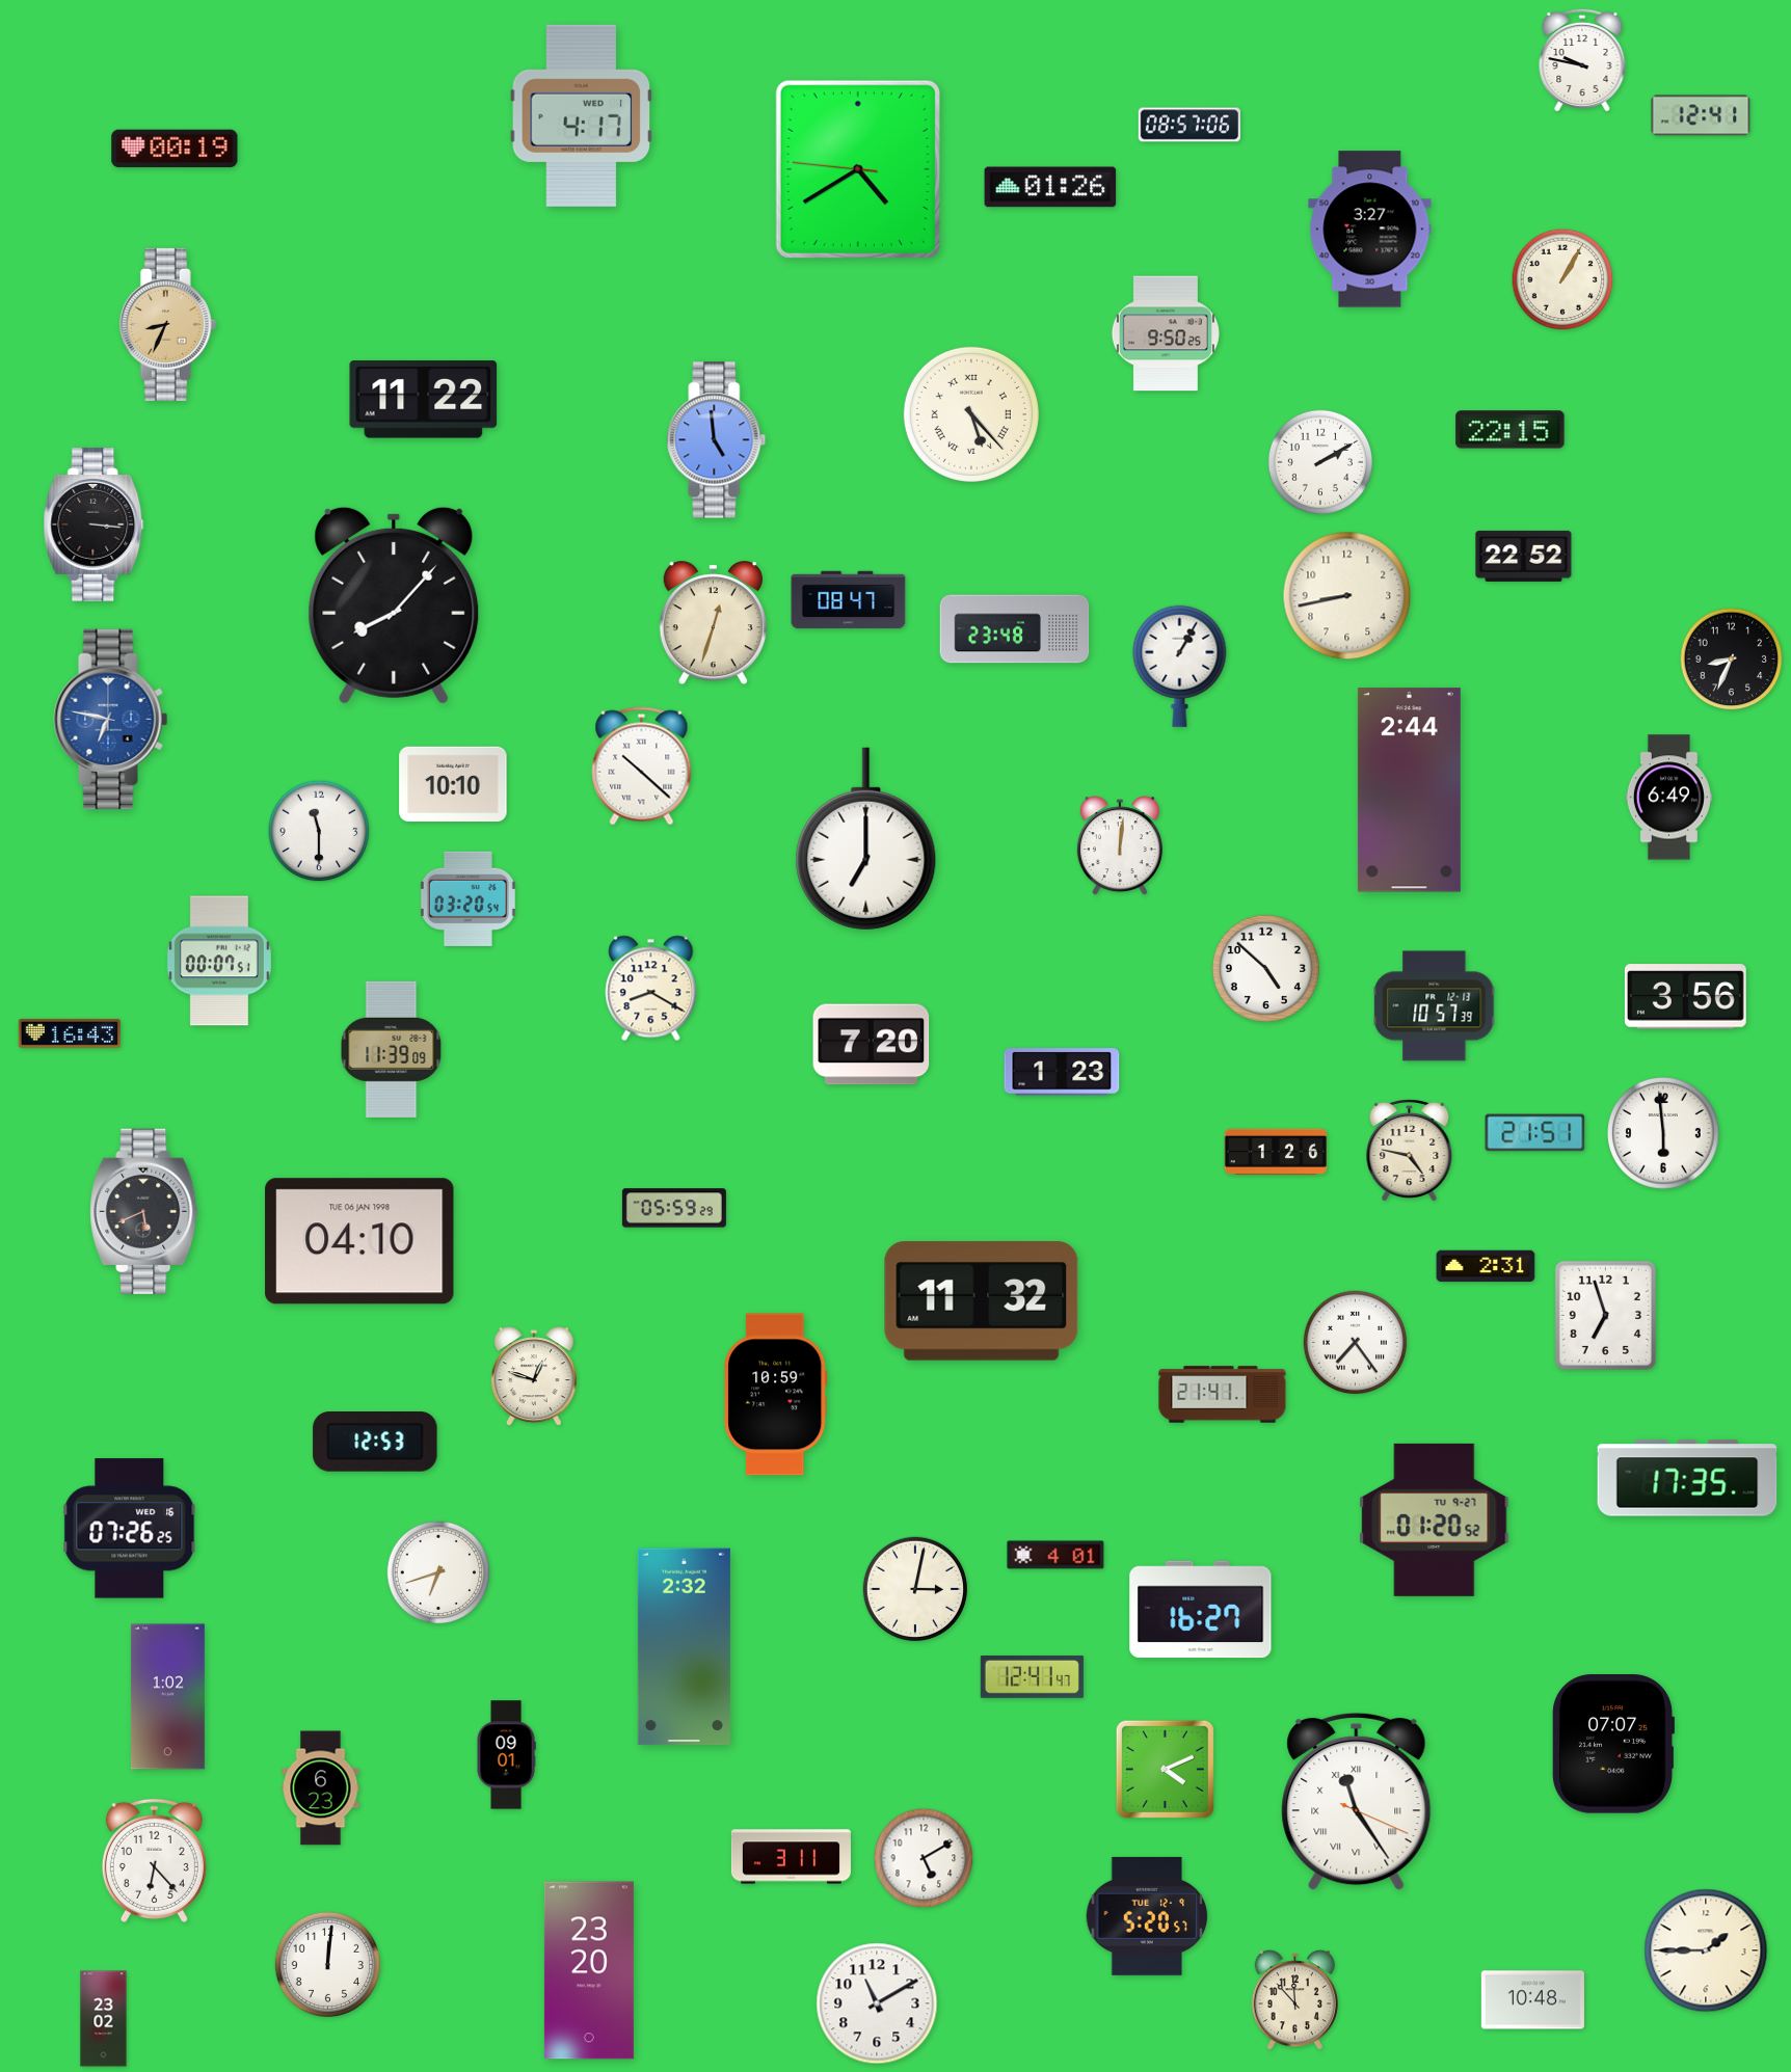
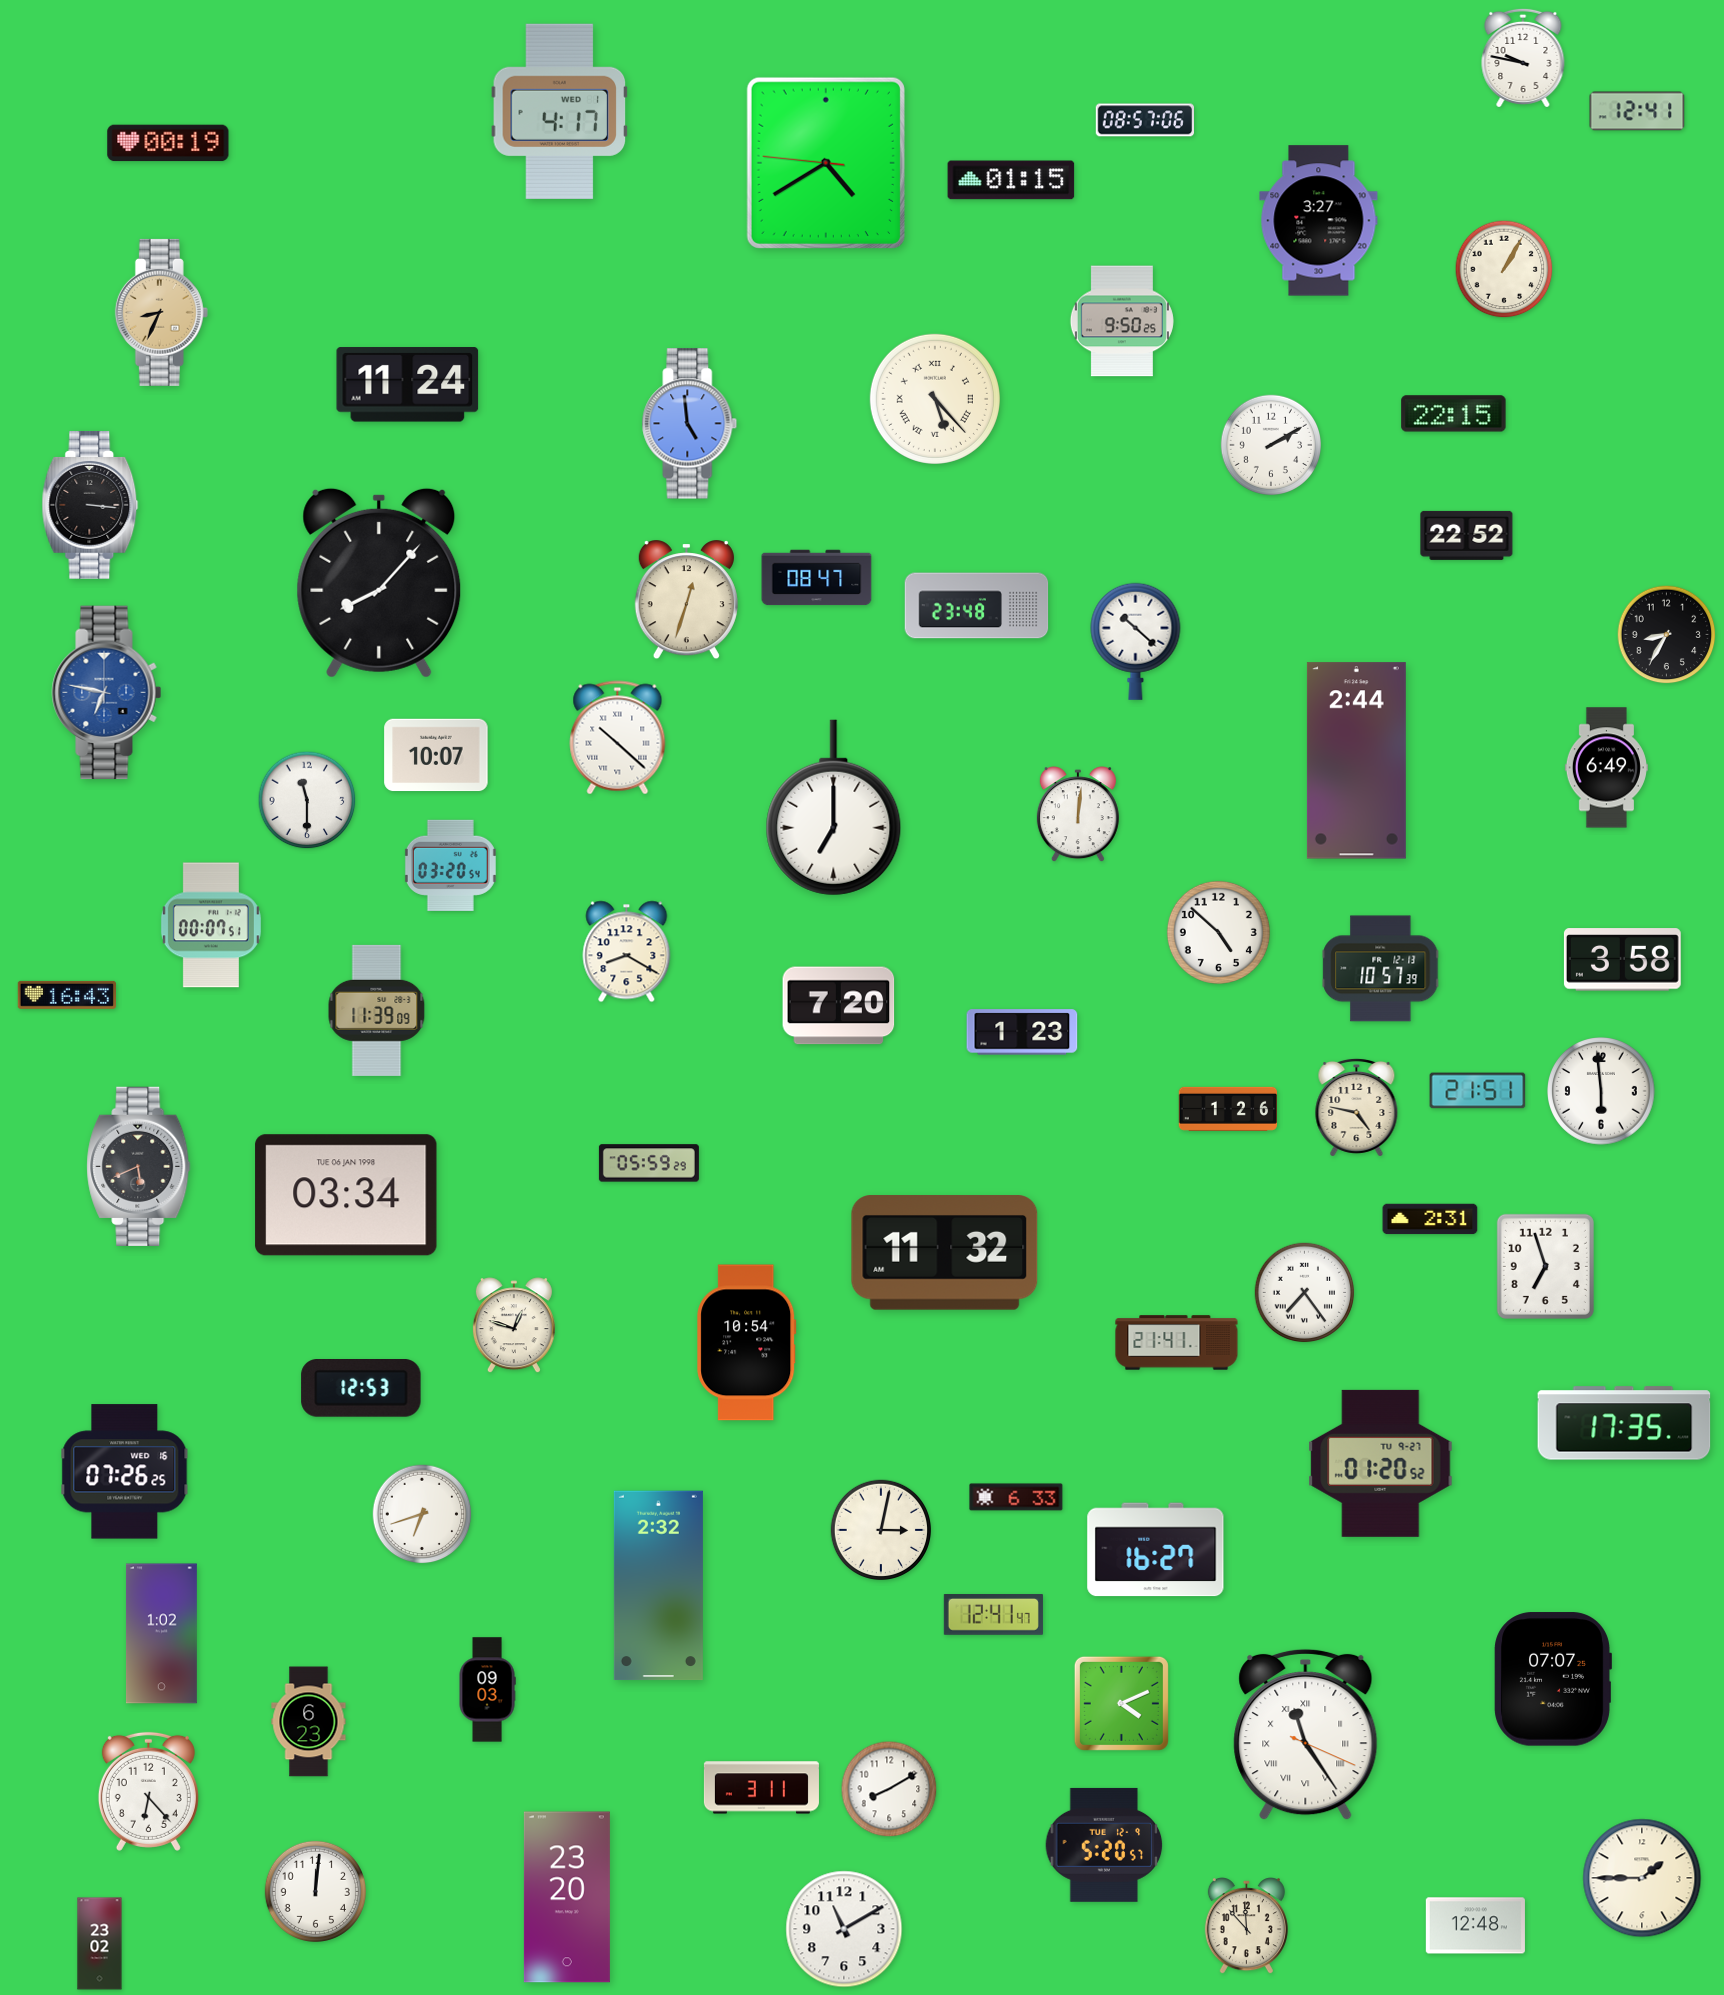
clock at (1050, 187): 01:26 -> 01:15
clock at (424, 400): 11:22 -> 11:24
clock at (1347, 596): 8:43 -> none
clock at (1732, 660): 8:34 -> 8:35
clock at (1180, 666): 1:05 -> 10:22
clock at (453, 784): 10:10 -> 10:07
clock at (1685, 997): 3:56 -> 3:58
clock at (359, 1241): 04:10 -> 03:34
clock at (776, 1395): 10:59 -> 10:54
clock at (1055, 1555): 4:01 -> 6:33
clock at (506, 1755): 09:01 -> 09:03
clock at (924, 1858): 5:10 -> 8:10
clock at (1532, 2000): 10:48 -> 12:48
